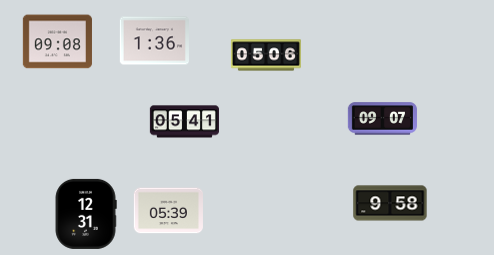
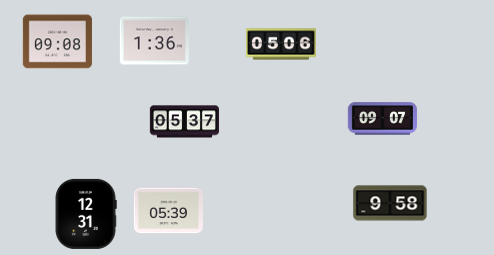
clock at (266, 55) position: (266, 55) -> (281, 44)
clock at (184, 122): 05:41 -> 05:37
